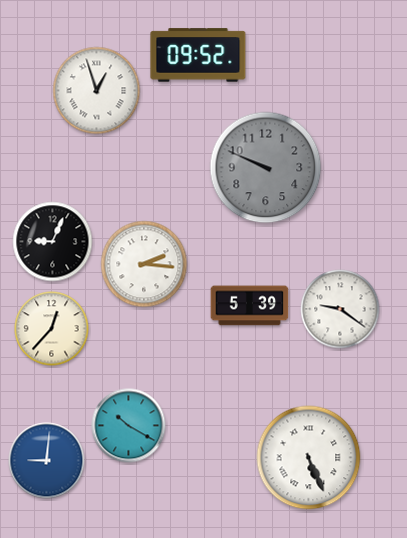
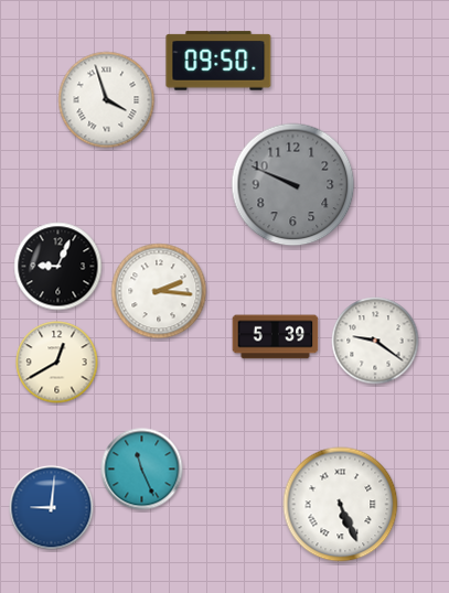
clock at (198, 55): 09:52 -> 09:50
clock at (97, 91): 12:57 -> 3:57
clock at (52, 329): 12:37 -> 12:40
clock at (129, 426): 10:20 -> 11:26
